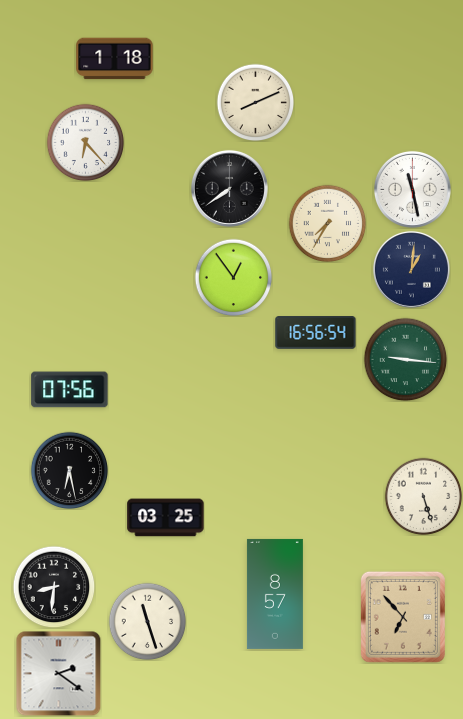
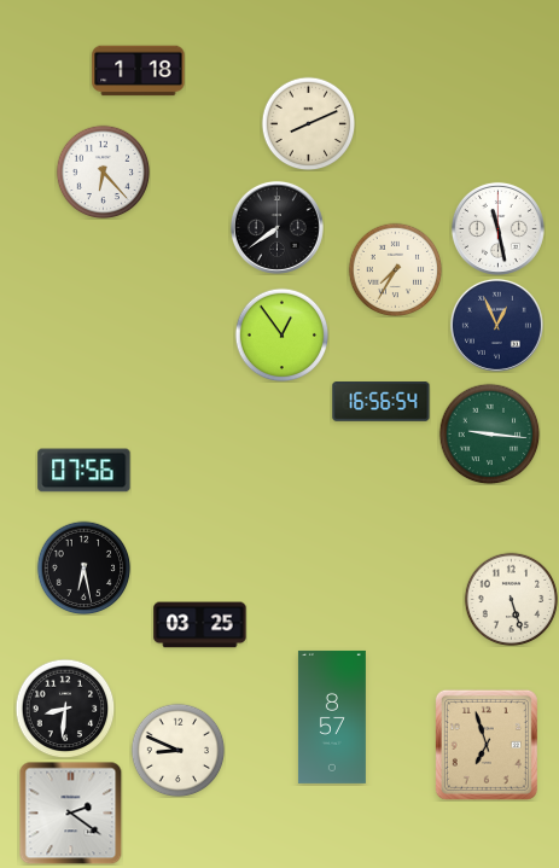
clock at (411, 269): 1:01 -> 12:56
clock at (403, 617): 6:53 -> 6:57
clock at (147, 621): 11:27 -> 8:49
